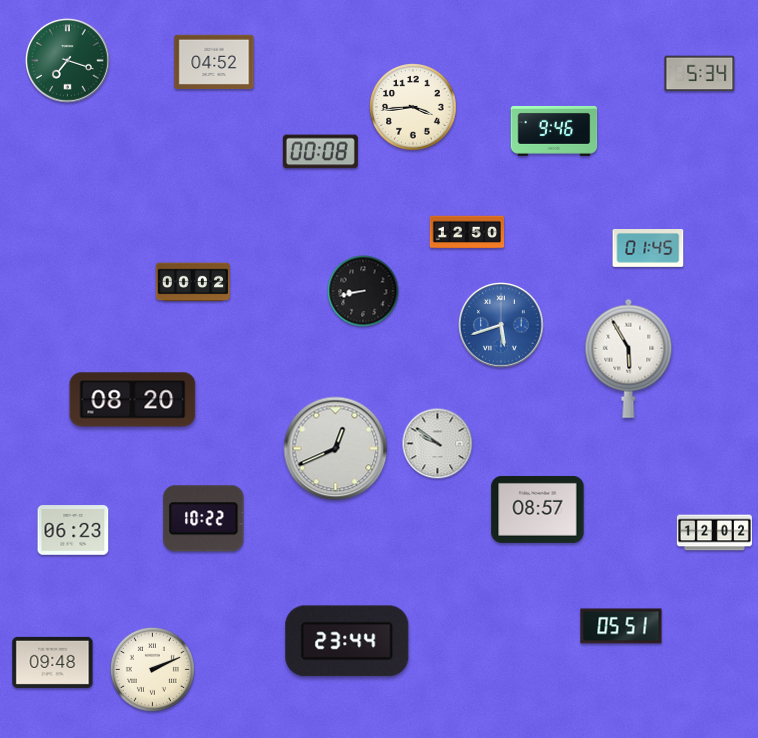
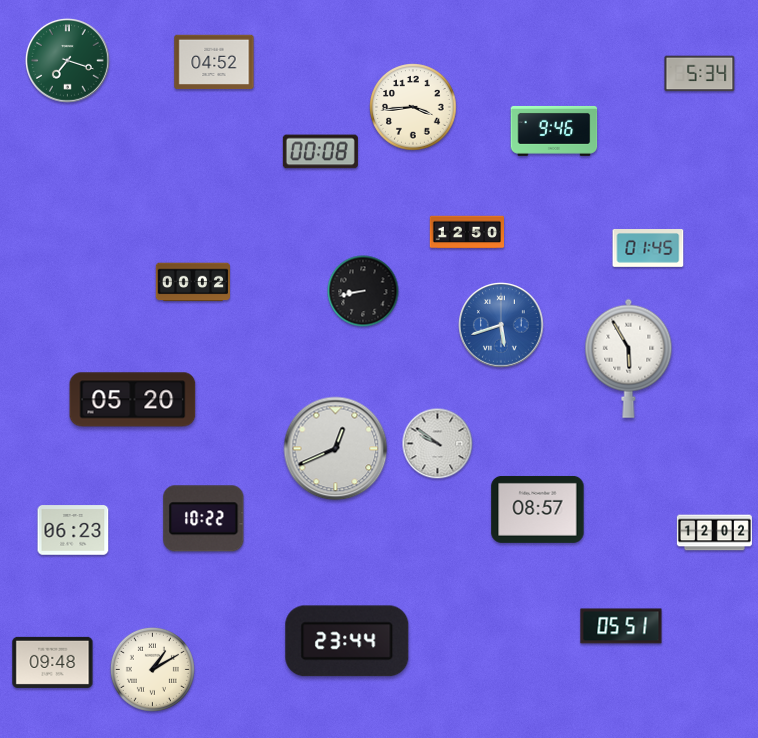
clock at (133, 400): 08:20 -> 05:20
clock at (152, 669): 2:11 -> 1:10
